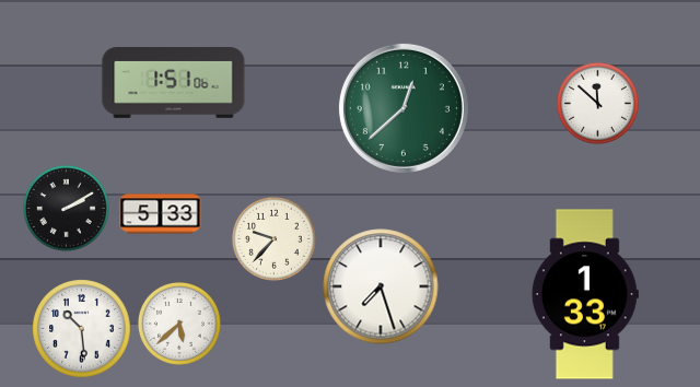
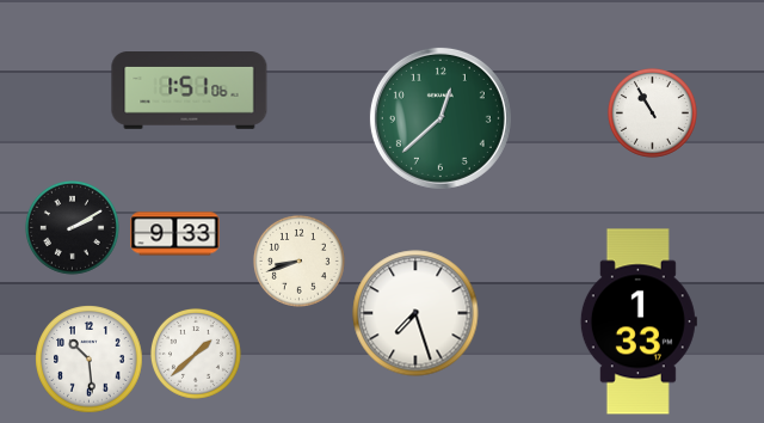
clock at (597, 103): 11:52 -> 10:55
clock at (161, 214): 5:33 -> 9:33
clock at (273, 238): 9:37 -> 8:42
clock at (179, 324): 5:38 -> 1:38
